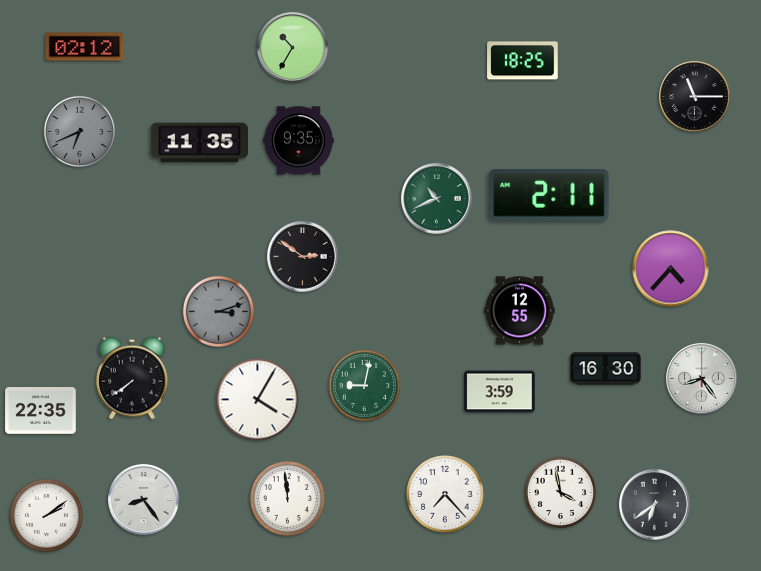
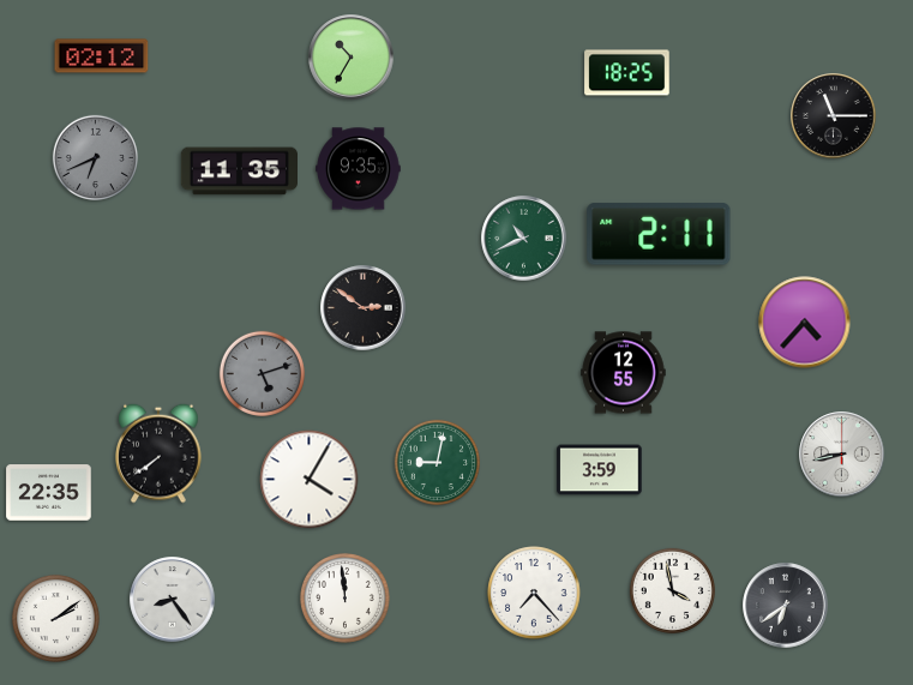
clock at (218, 311): 3:12 -> 5:12
clock at (606, 369): 16:30 -> none
clock at (702, 379): 8:24 -> 8:43
